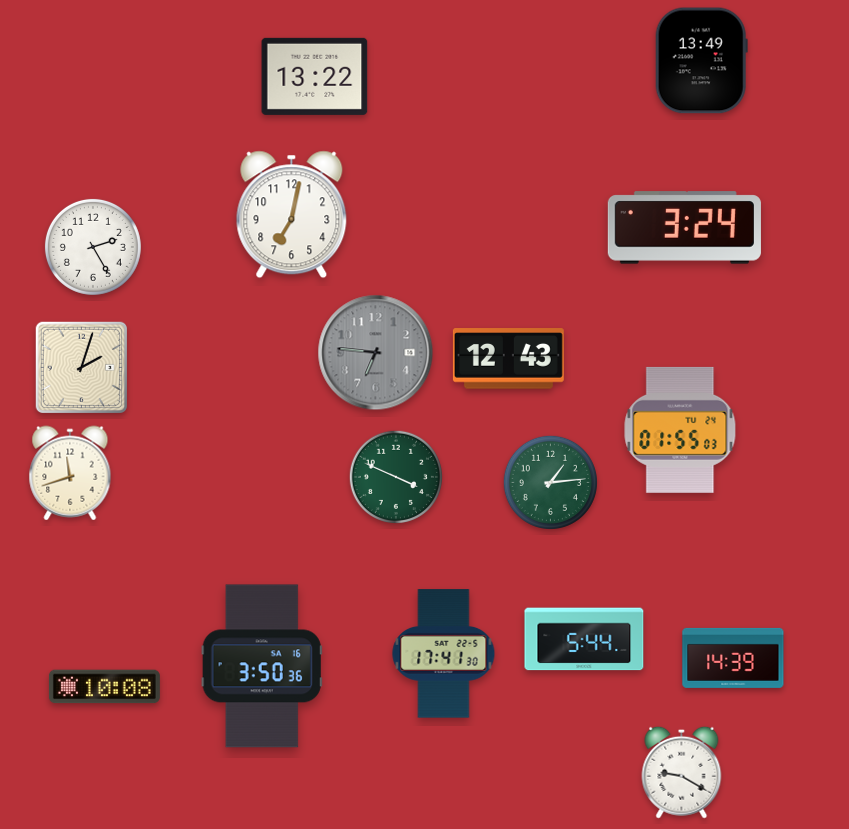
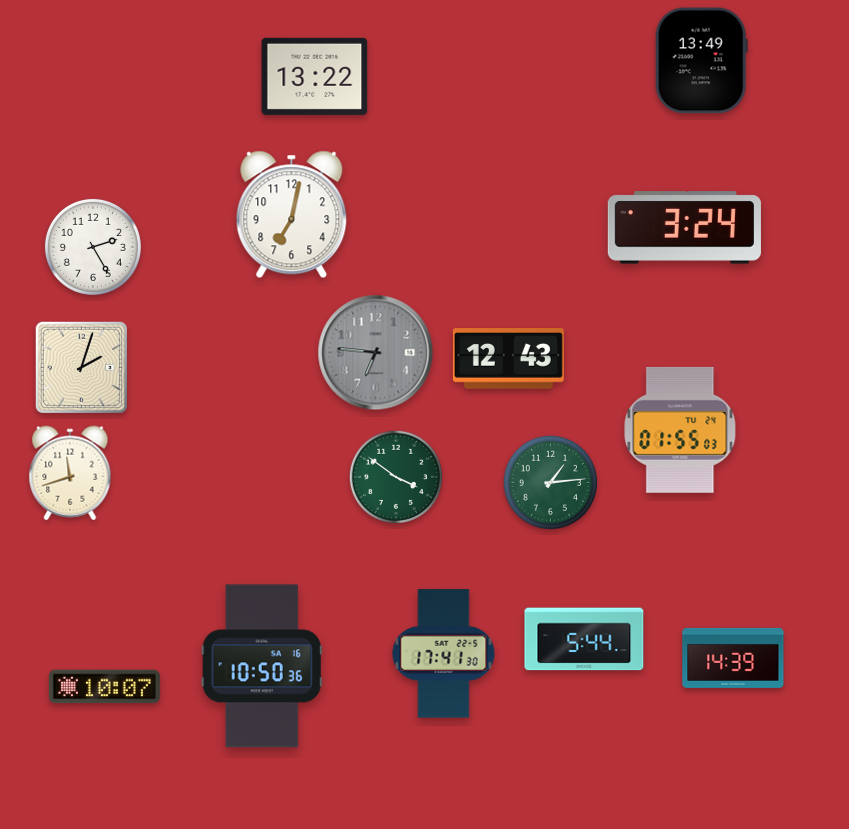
clock at (395, 476): 3:49 -> 3:51
clock at (262, 666): 3:50 -> 10:50
clock at (104, 687): 10:08 -> 10:07
clock at (682, 772): 9:20 -> none
